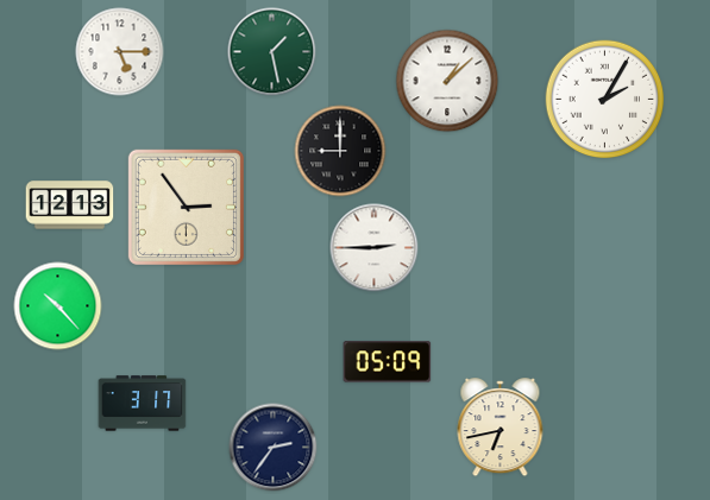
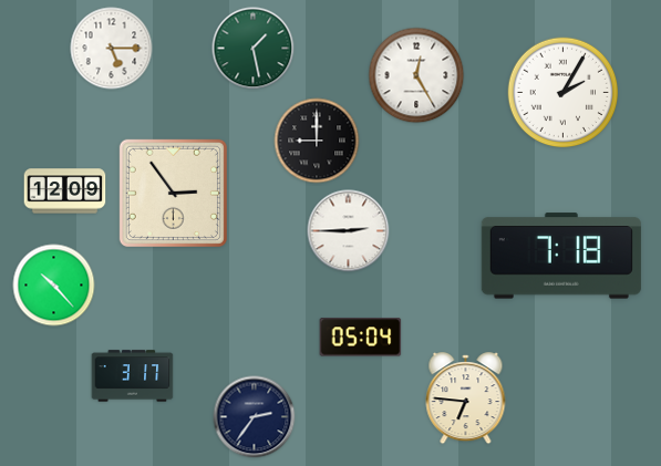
clock at (447, 81): 1:08 -> 12:25
clock at (70, 205): 12:13 -> 12:09
clock at (561, 256): none -> 7:18
clock at (388, 362): 05:09 -> 05:04
clock at (501, 428): 6:43 -> 6:46
